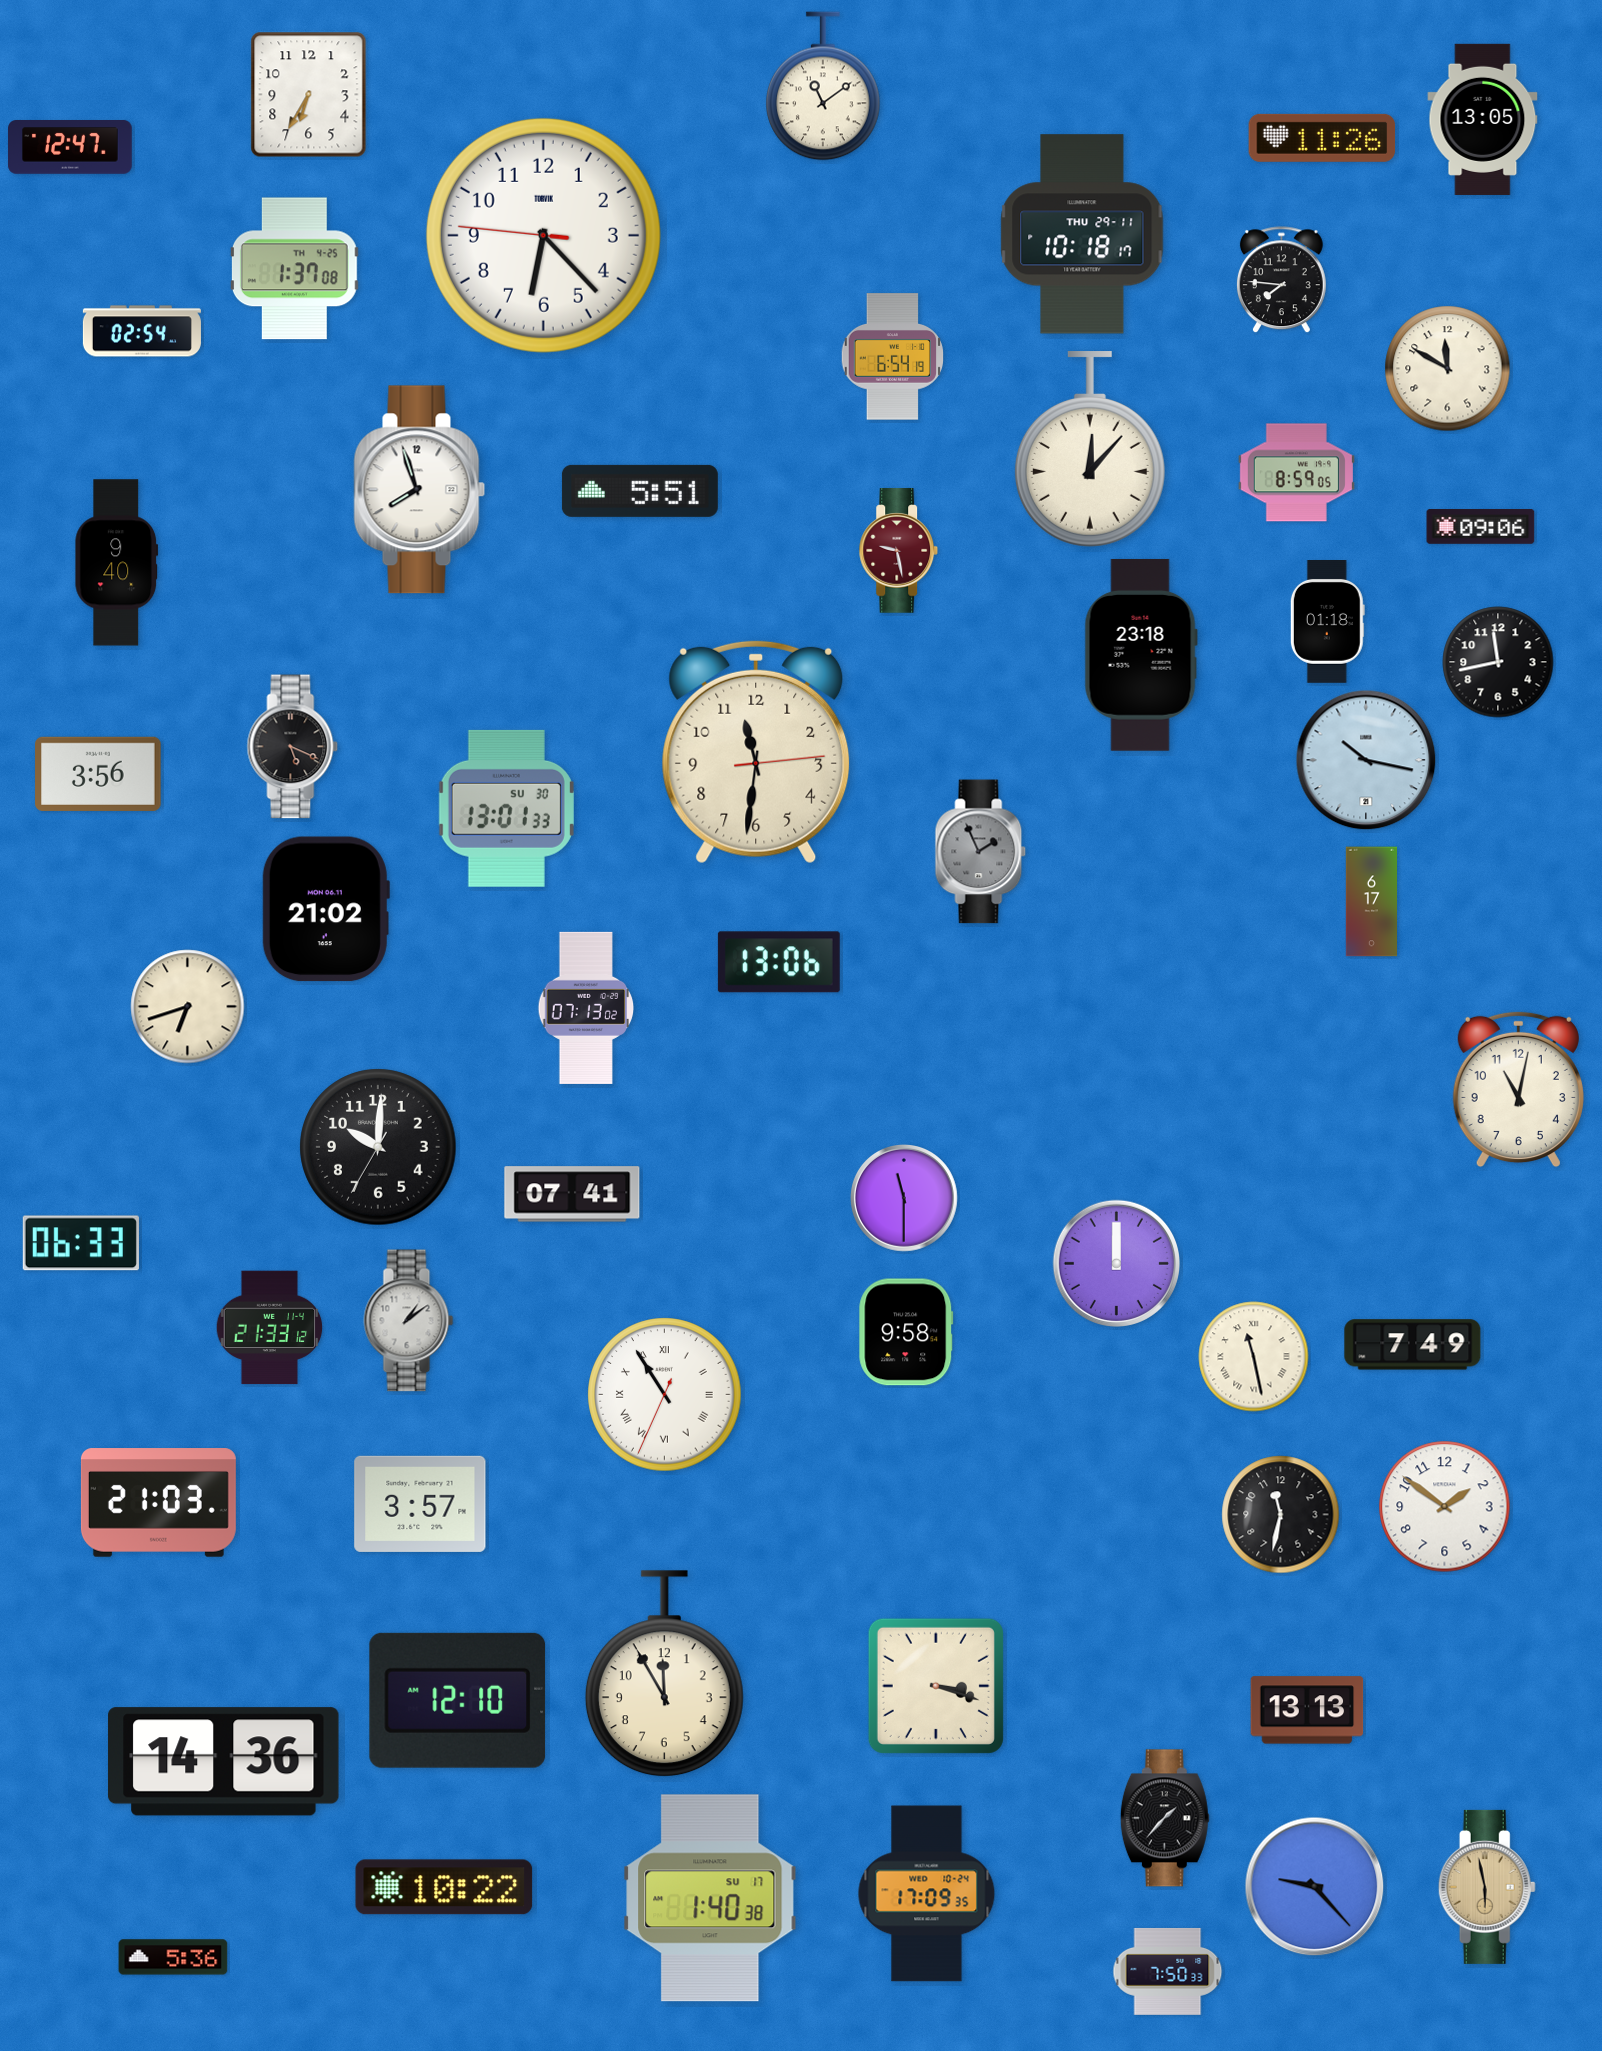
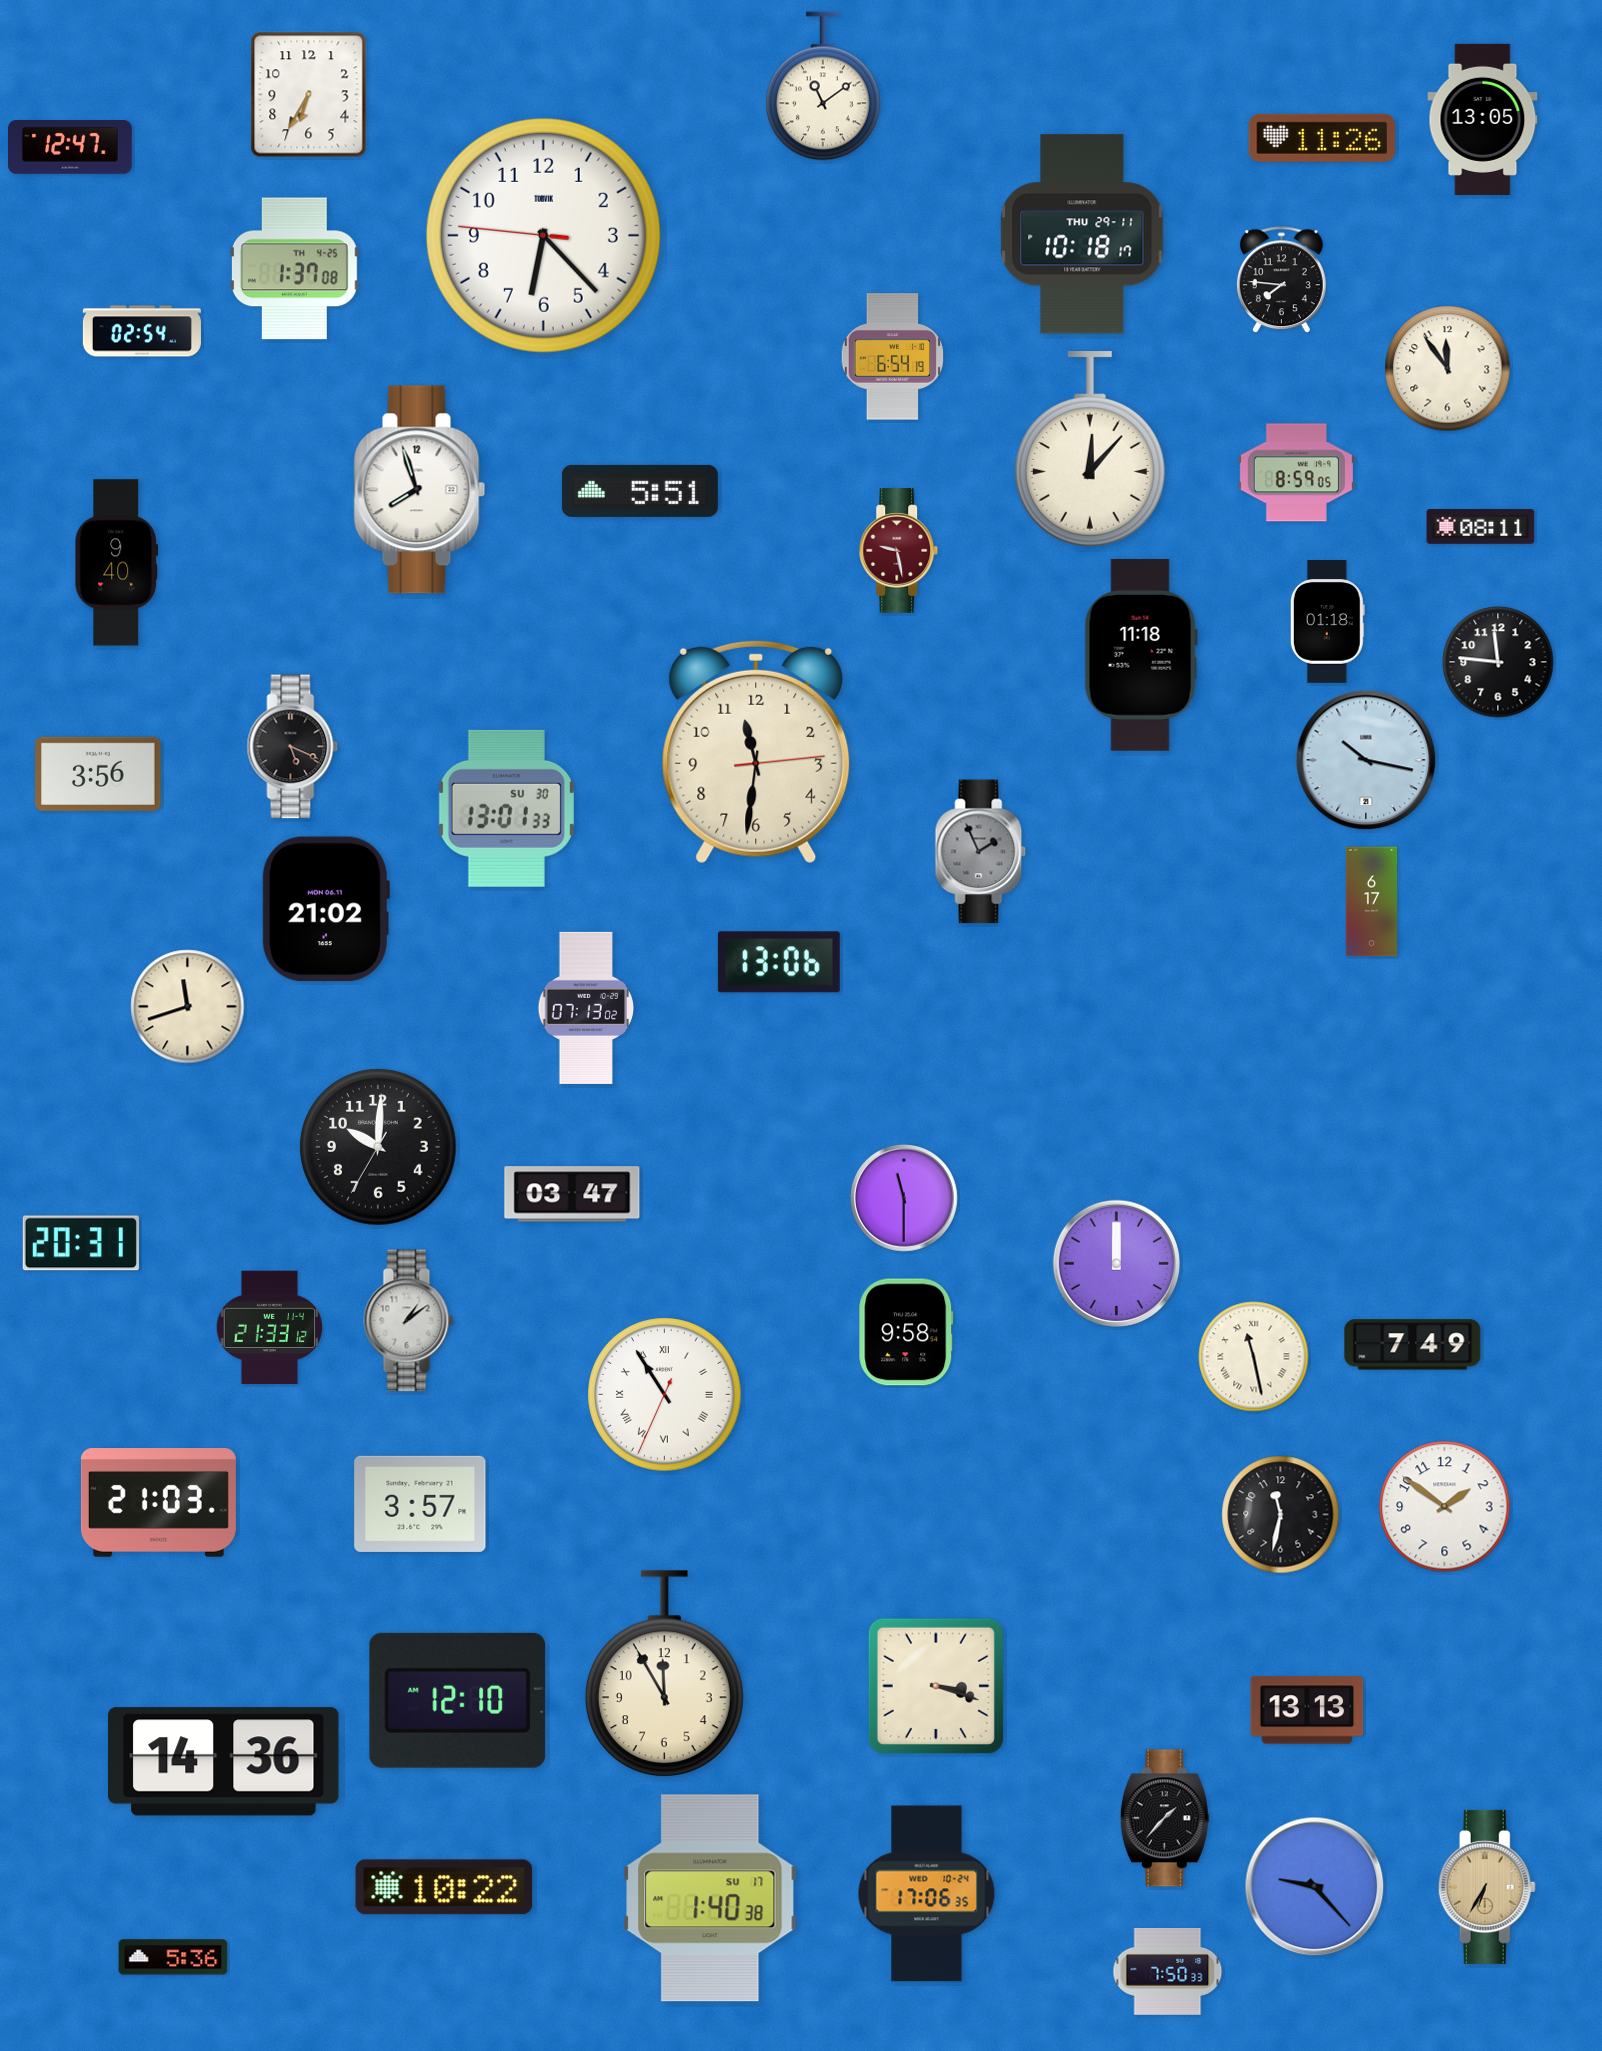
clock at (1448, 369): 11:50 -> 11:54
clock at (1481, 527): 09:06 -> 08:11
clock at (1141, 655): 23:18 -> 11:18
clock at (1498, 662): 11:43 -> 11:46
clock at (188, 1007): 6:42 -> 11:42
clock at (1518, 1090): 11:02 -> none
clock at (572, 1194): 07:41 -> 03:47
clock at (81, 1243): 06:33 -> 20:31
clock at (1487, 1887): 5:58 -> 6:35
clock at (927, 1894): 17:09 -> 17:06
